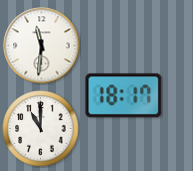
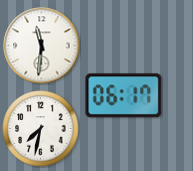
clock at (124, 96): 18:17 -> 06:17
clock at (41, 129): 11:00 -> 7:32
